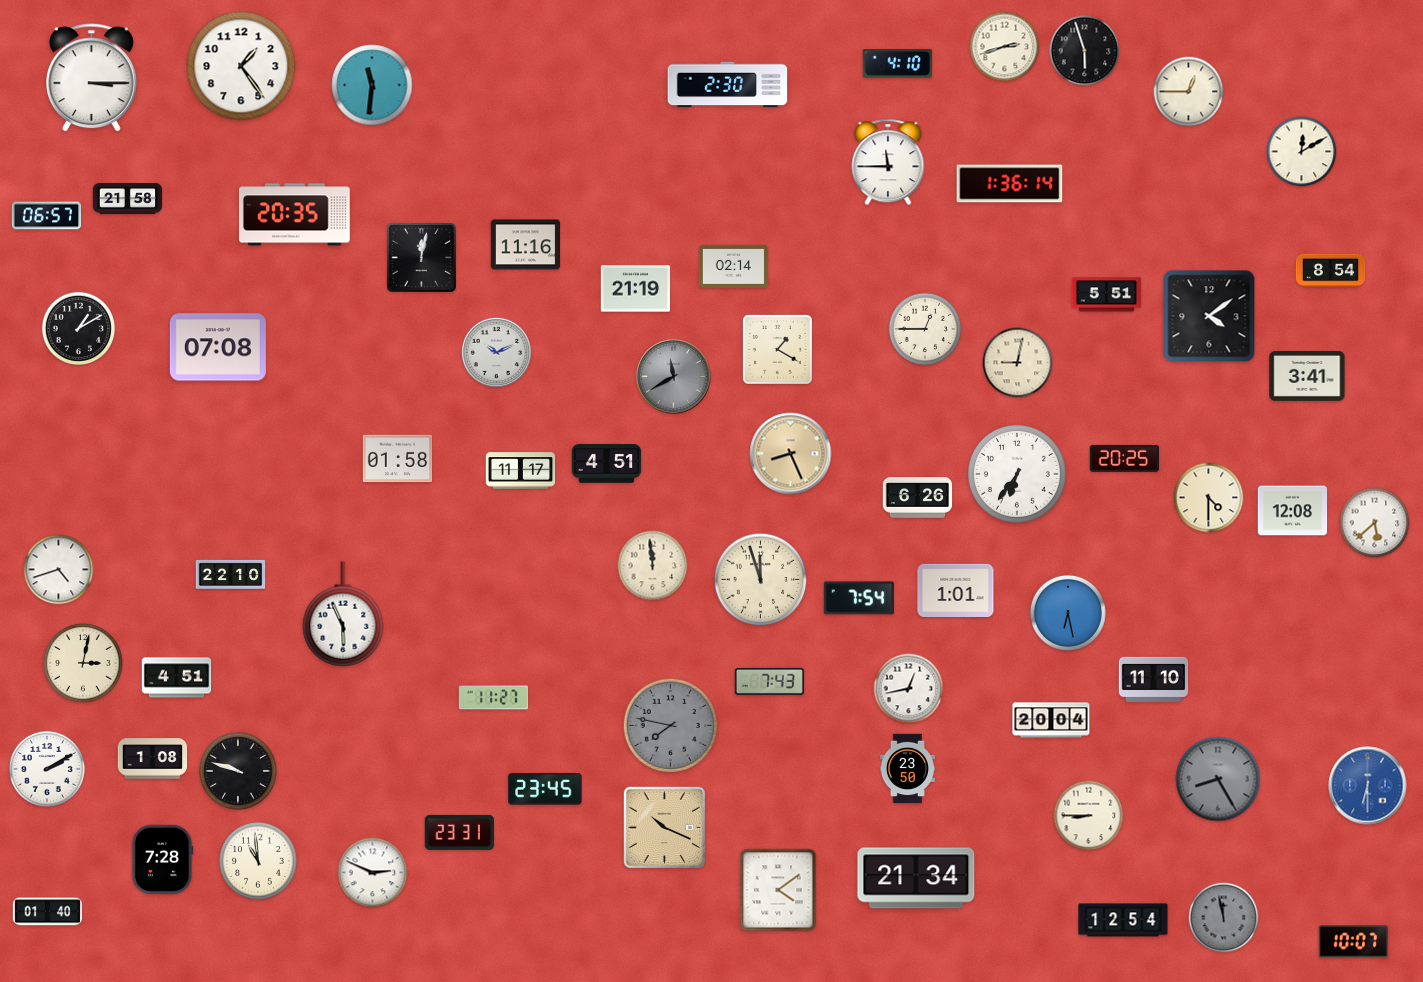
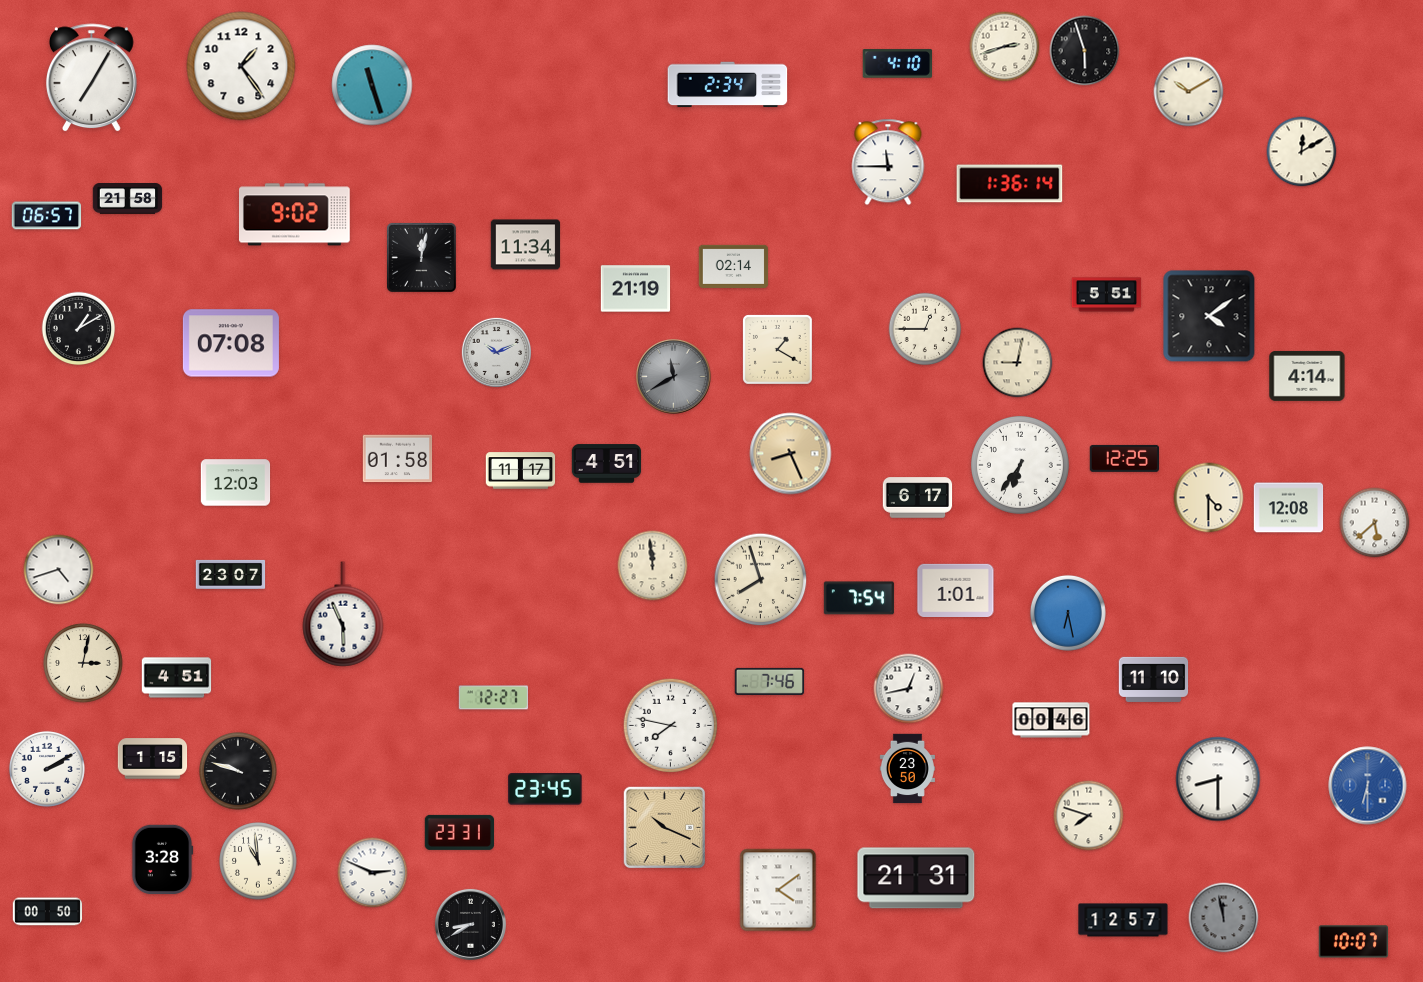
clock at (91, 78): 3:15 -> 7:05
clock at (372, 85): 11:31 -> 11:27
clock at (728, 85): 2:30 -> 2:34
clock at (1189, 92): 12:45 -> 10:10
clock at (295, 215): 20:35 -> 9:02
clock at (526, 245): 11:16 -> 11:34
clock at (1331, 271): 8:54 -> none
clock at (218, 347) position: (218, 347) -> (231, 343)
clock at (1307, 376): 3:41 -> 4:14
clock at (1124, 458): 20:25 -> 12:25
clock at (1017, 474) position: (1017, 474) -> (1020, 465)
clock at (236, 483): none -> 12:03
clock at (918, 498): 6:26 -> 6:17
clock at (1293, 511) position: (1293, 511) -> (1289, 508)
clock at (231, 574): 22:10 -> 23:07
clock at (761, 580): 11:57 -> 7:57
clock at (770, 681): 7:43 -> 7:46
clock at (494, 698): 11:27 -> 12:27
clock at (1051, 720): 20:04 -> 00:46
clock at (671, 726) dial: grey -> white
clock at (153, 759): 1:08 -> 1:15
clock at (1218, 779): 8:25 -> 8:30
clock at (1218, 779) dial: grey -> white
clock at (1089, 816): 8:45 -> 7:48
clock at (162, 860): 7:28 -> 3:28
clock at (916, 878): 21:34 -> 21:31
clock at (48, 912): 01:40 -> 00:50
clock at (1123, 920): 12:54 -> 12:57
clock at (470, 924): none -> 8:40
